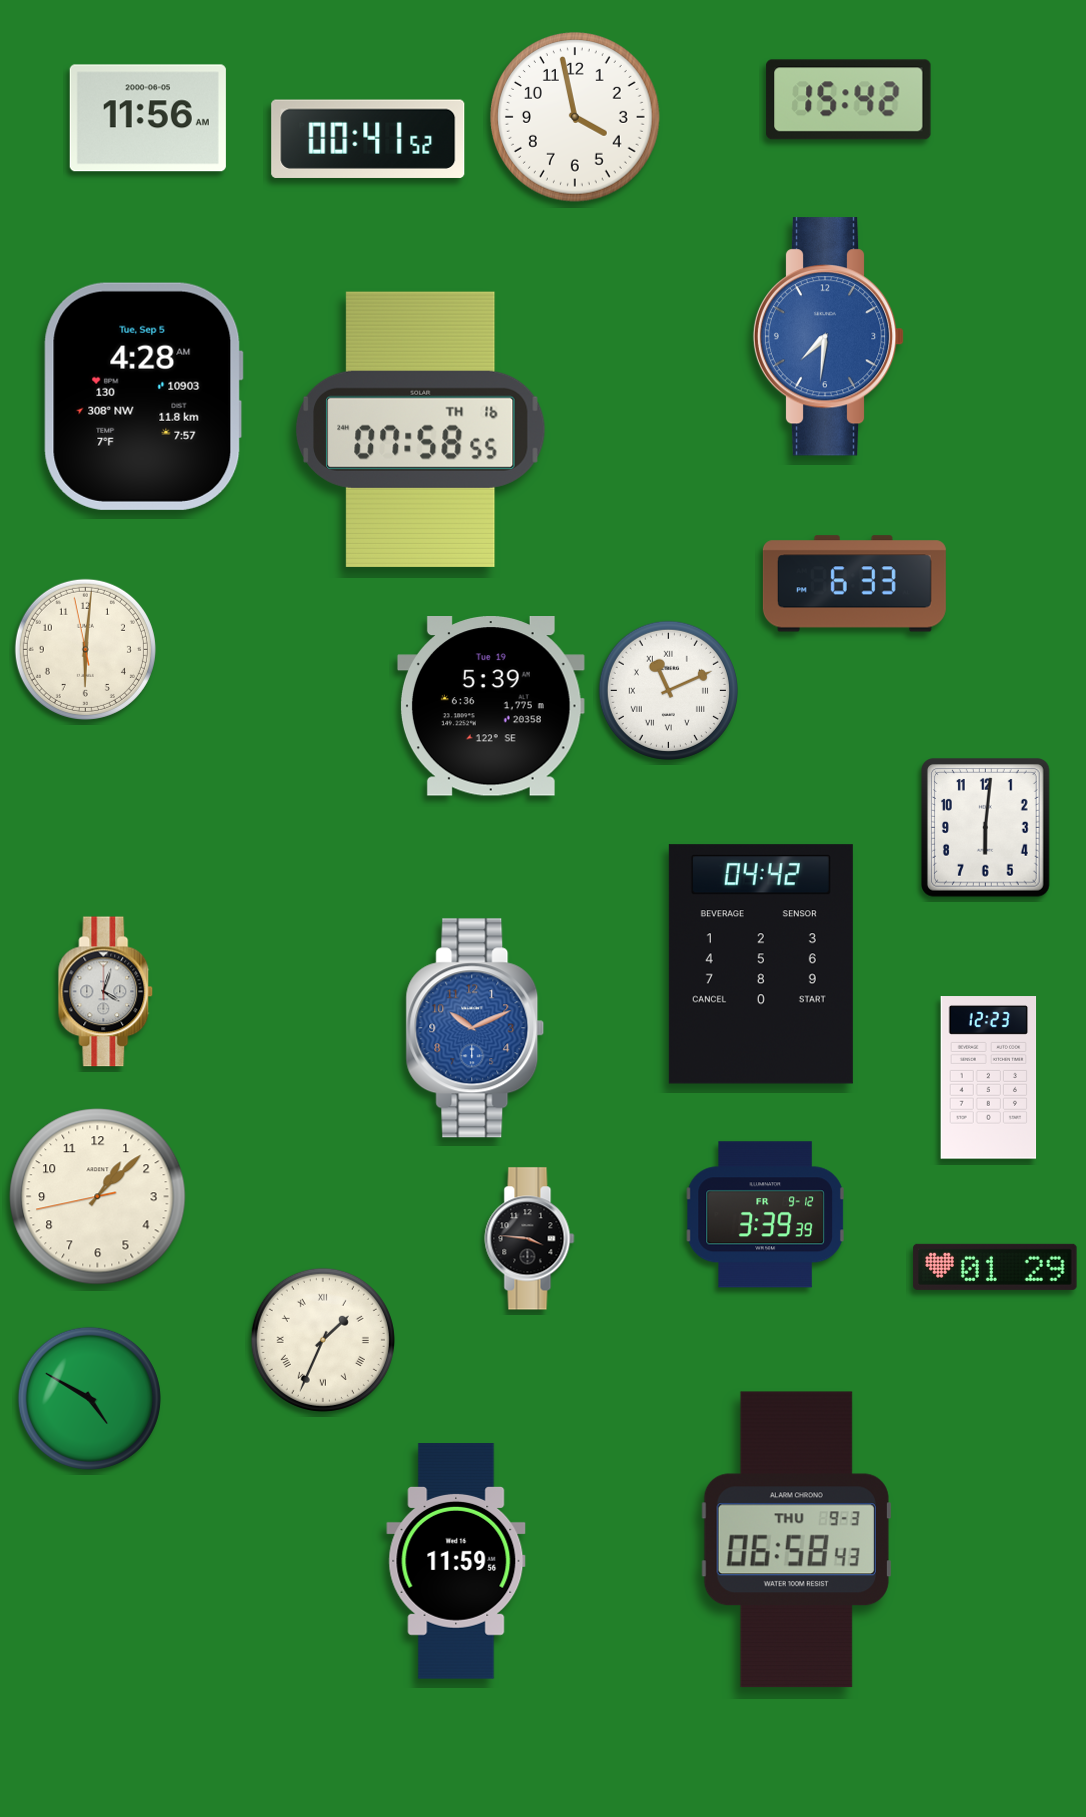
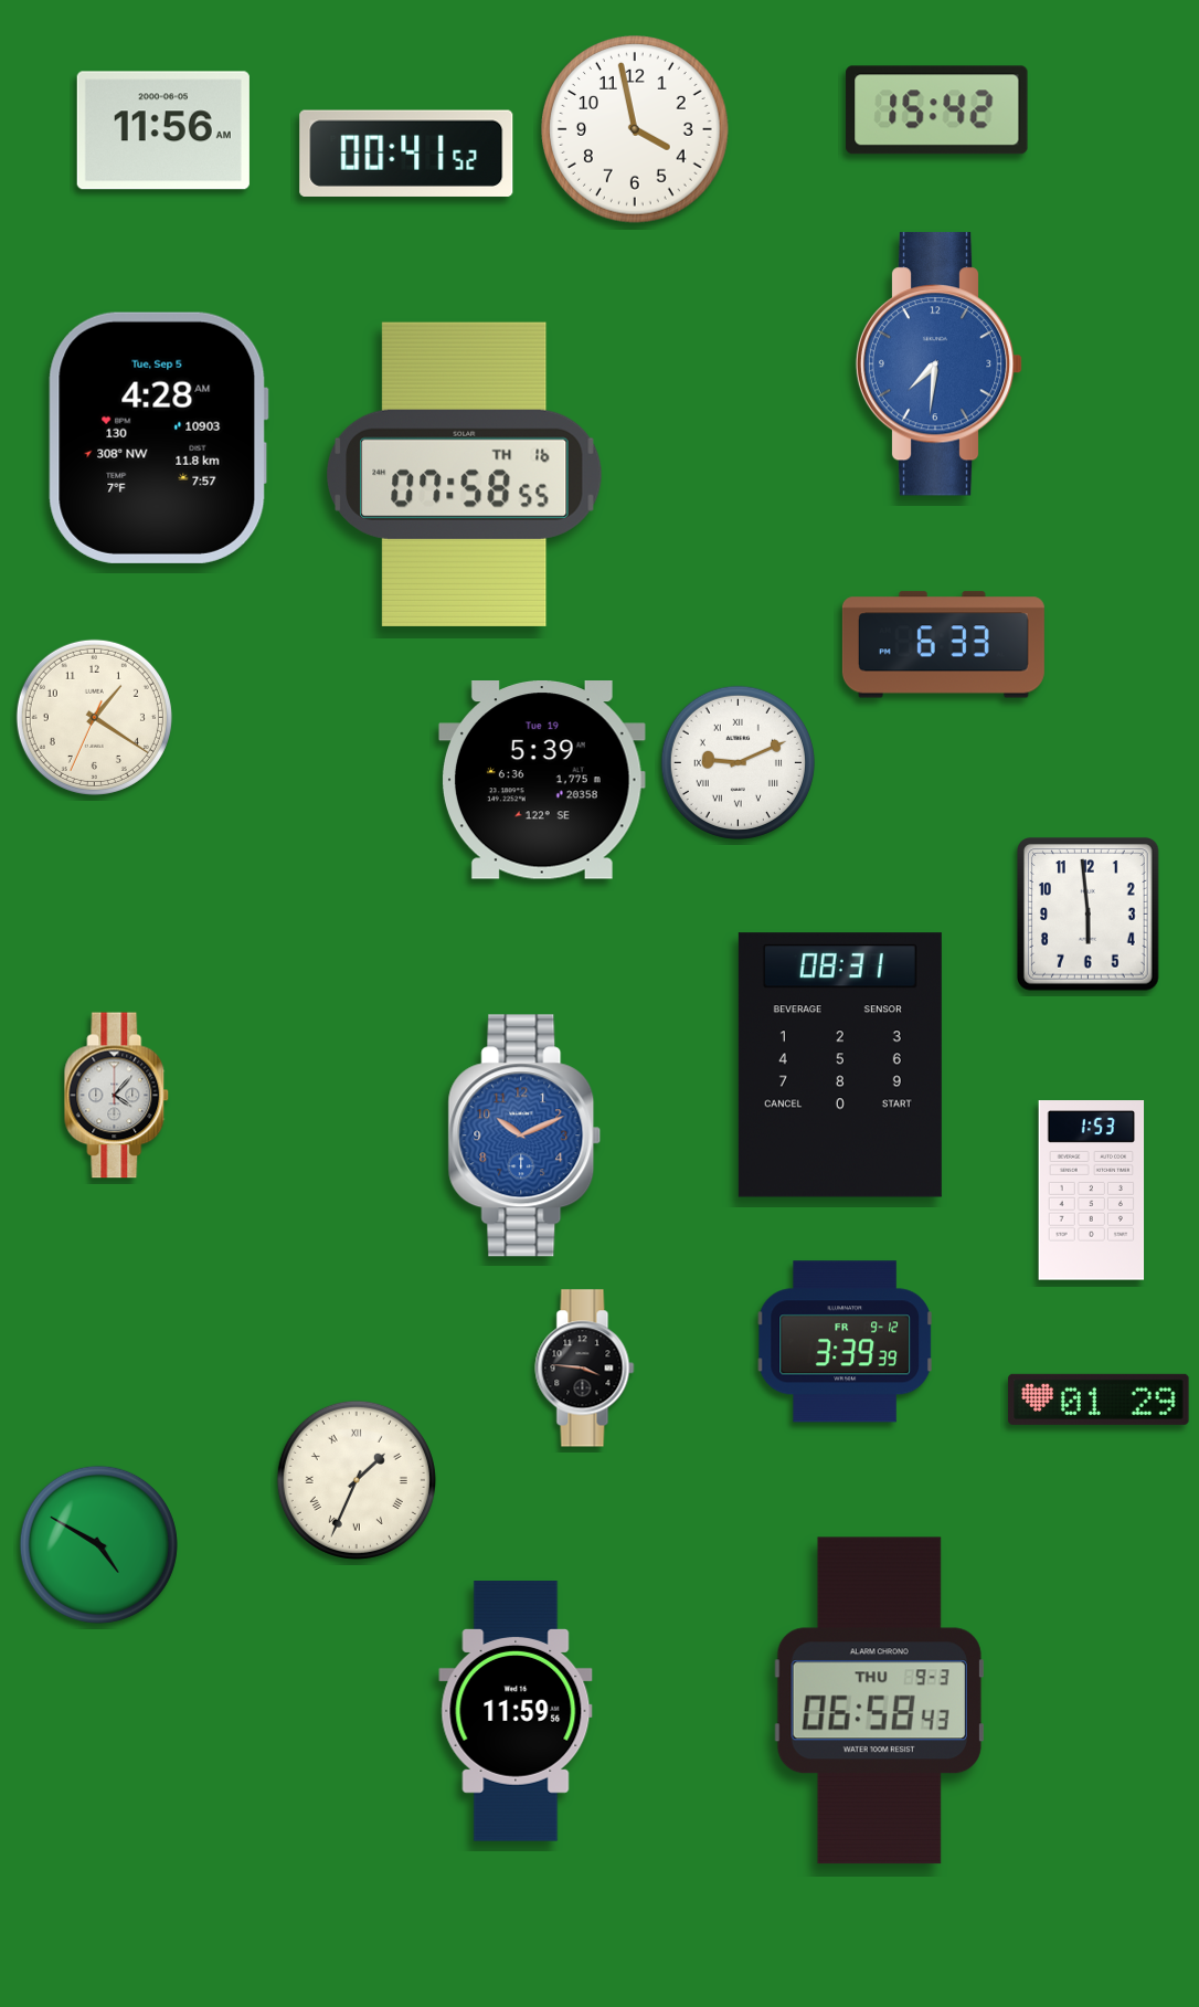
clock at (829, 337) position: (829, 337) -> (940, 365)
clock at (85, 649): 6:00 -> 1:20
clock at (668, 690): 11:11 -> 9:11
clock at (986, 828): 6:01 -> 5:59
clock at (761, 964): 04:42 -> 08:31
clock at (106, 992): 4:03 -> 4:07
clock at (989, 1078): 12:23 -> 1:53
clock at (98, 1197): 1:07 -> none
clock at (456, 1561) position: (456, 1561) -> (516, 1711)
